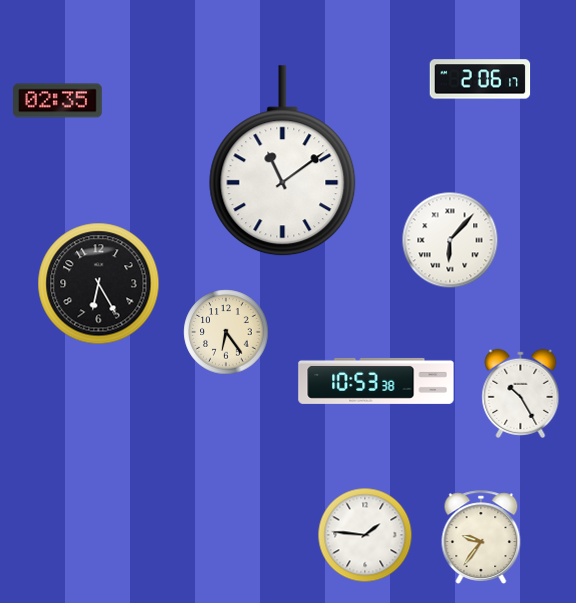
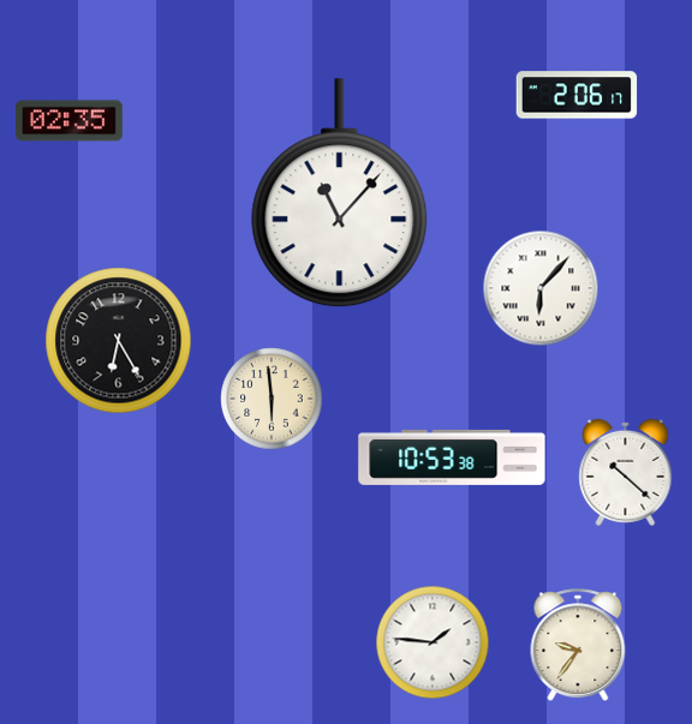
clock at (283, 161): 11:09 -> 11:07
clock at (226, 332): 6:24 -> 5:59
clock at (521, 393): 10:25 -> 10:22
clock at (365, 535) position: (365, 535) -> (432, 642)
